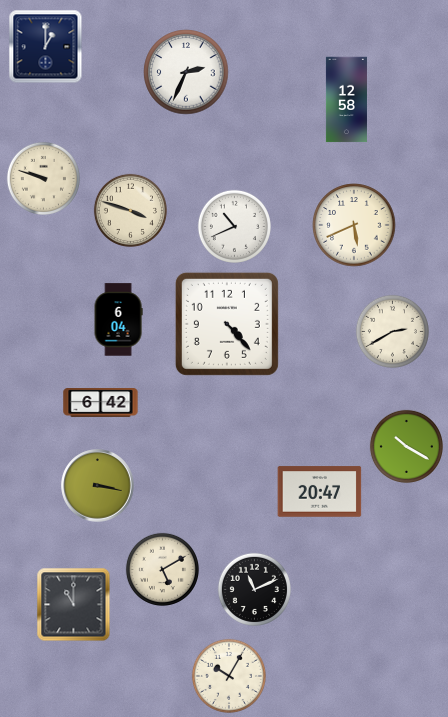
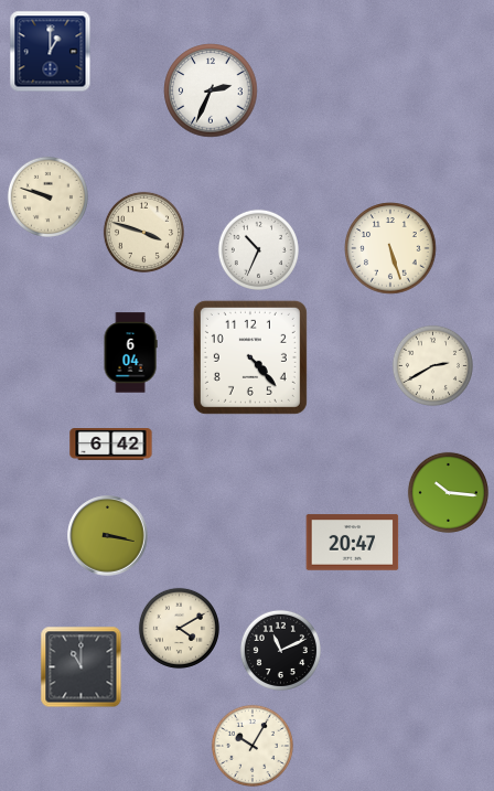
clock at (186, 72) position: (186, 72) -> (211, 90)
clock at (346, 100): 12:58 -> none
clock at (354, 225): 5:41 -> 5:27
clock at (234, 226): 10:41 -> 10:34
clock at (406, 446): 10:20 -> 10:16
clock at (162, 569): 5:10 -> 4:10
